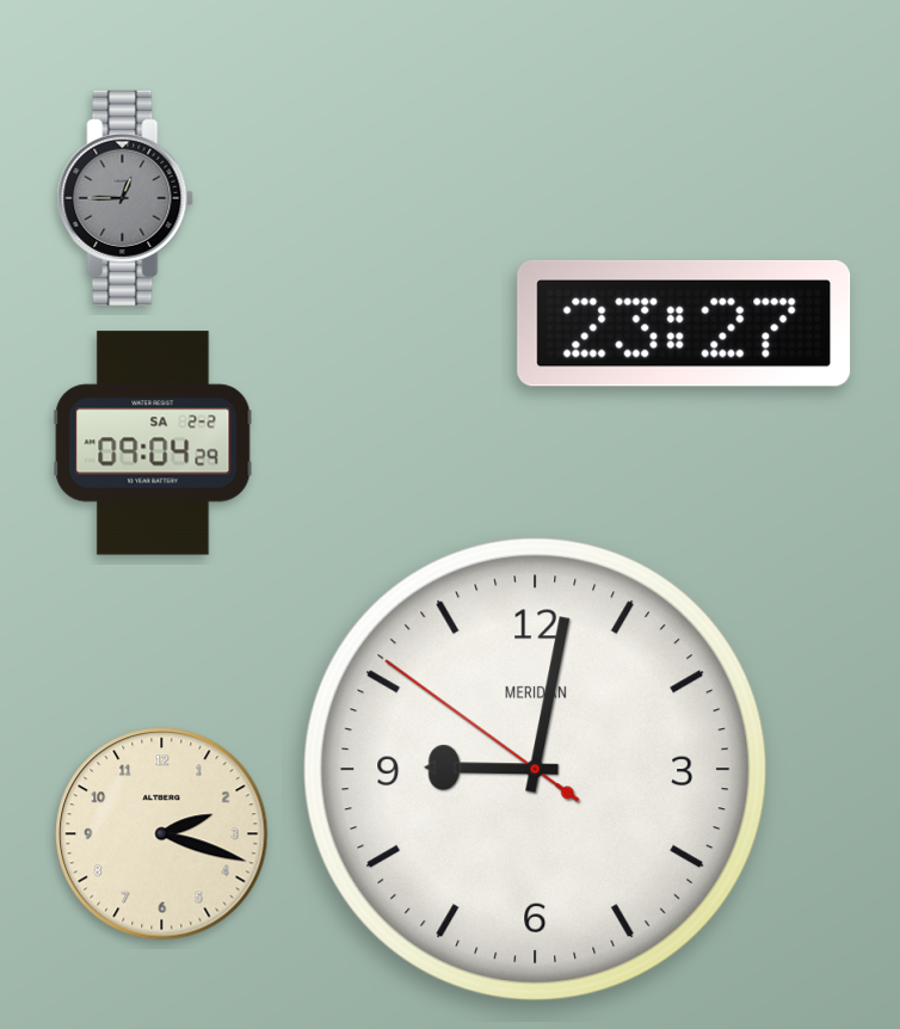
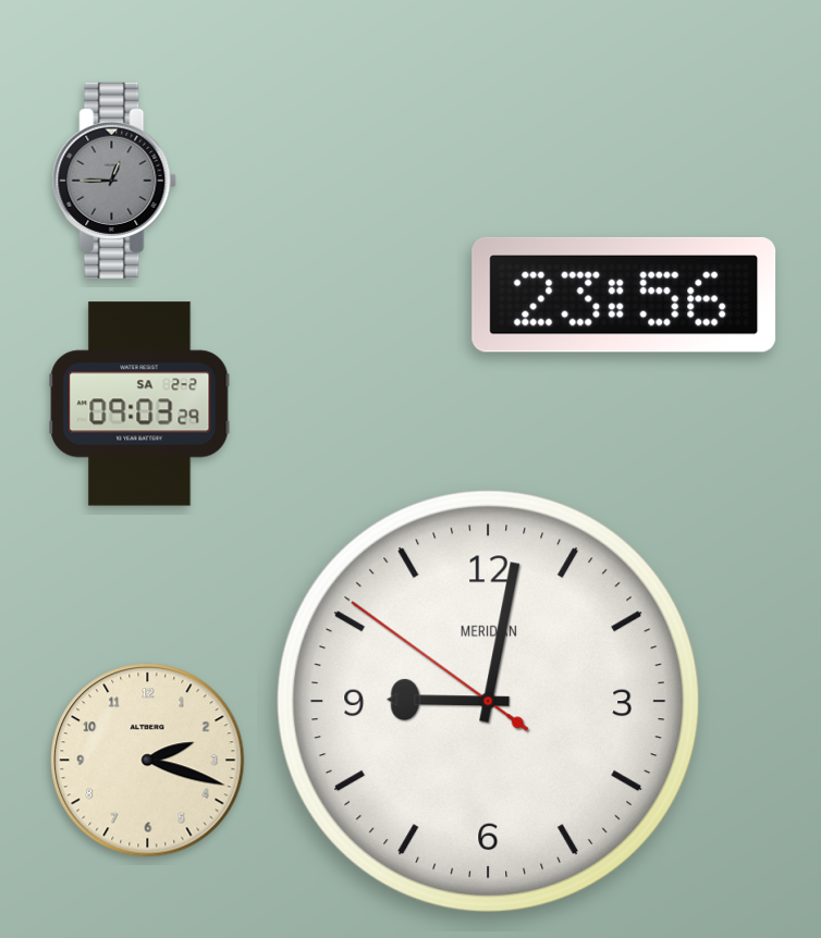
clock at (684, 324): 23:27 -> 23:56
clock at (153, 443): 09:04 -> 09:03
